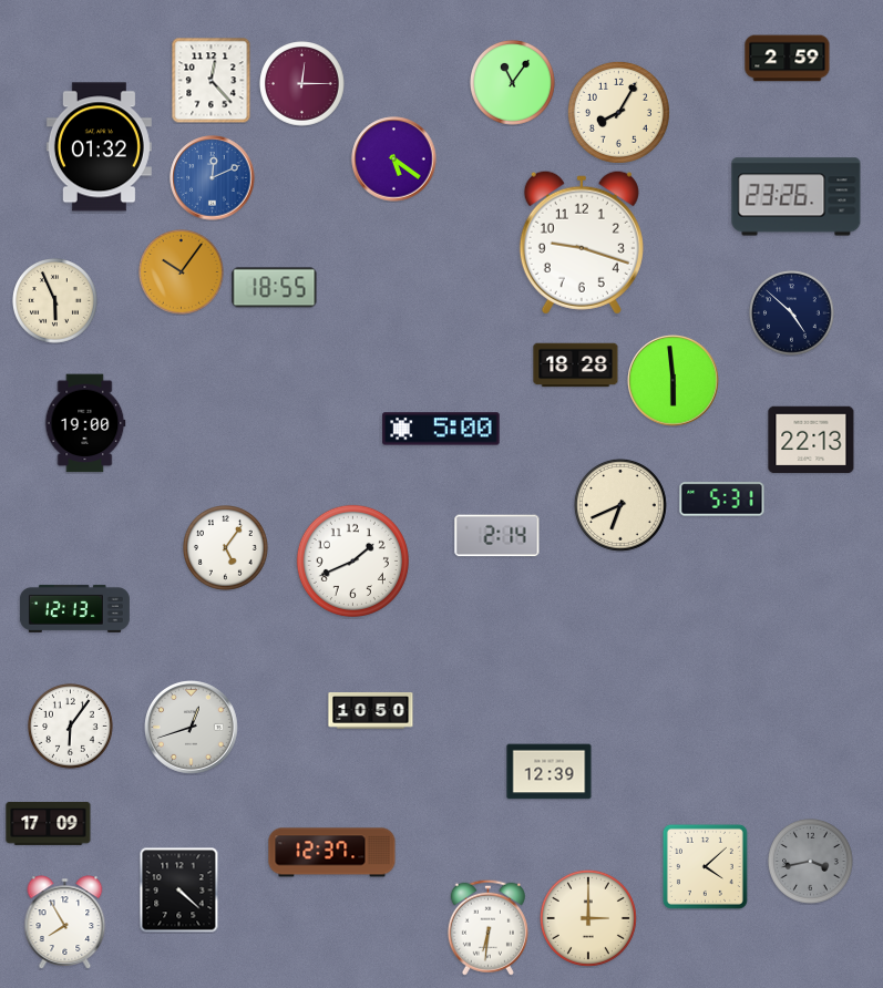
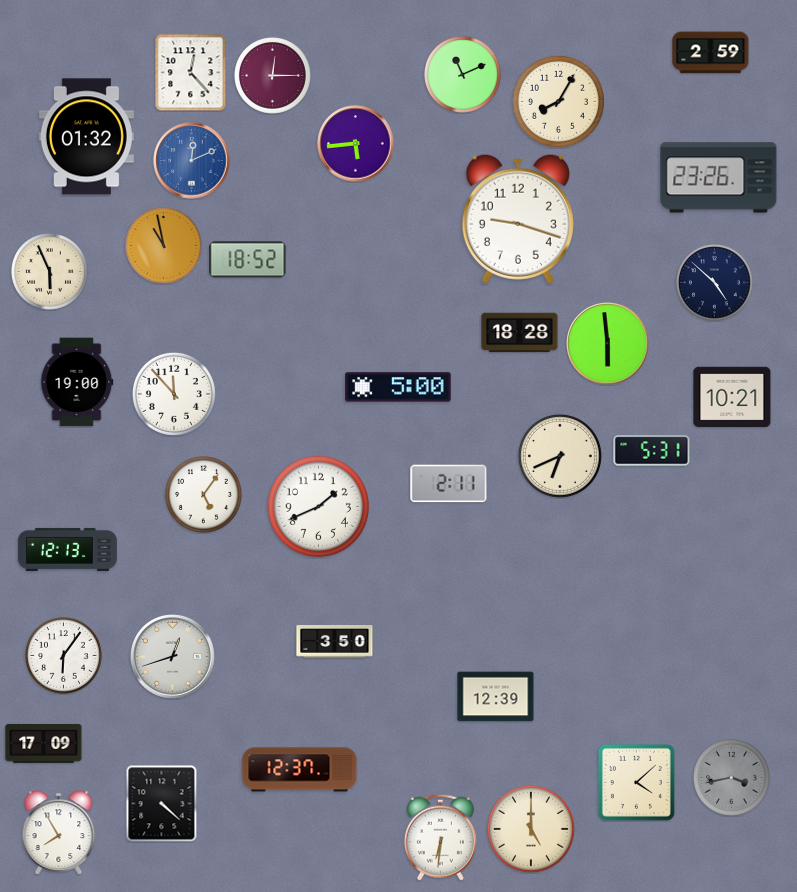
clock at (513, 83): 11:06 -> 11:11
clock at (99, 147) position: (99, 147) -> (86, 137)
clock at (394, 159): 5:21 -> 5:44
clock at (582, 243) position: (582, 243) -> (518, 219)
clock at (182, 272): 10:06 -> 10:58
clock at (275, 288): 18:55 -> 18:52
clock at (576, 366) position: (576, 366) -> (520, 333)
clock at (174, 394): none -> 11:53
clock at (811, 440): 22:13 -> 10:21
clock at (497, 536): 2:14 -> 2:11
clock at (371, 711): 10:50 -> 3:50
clock at (588, 918): 3:00 -> 5:00
